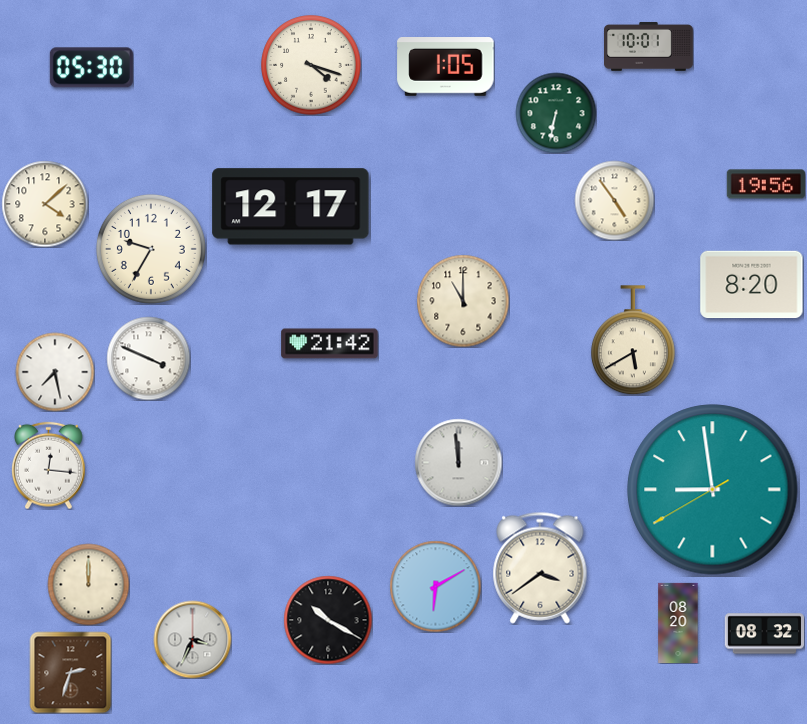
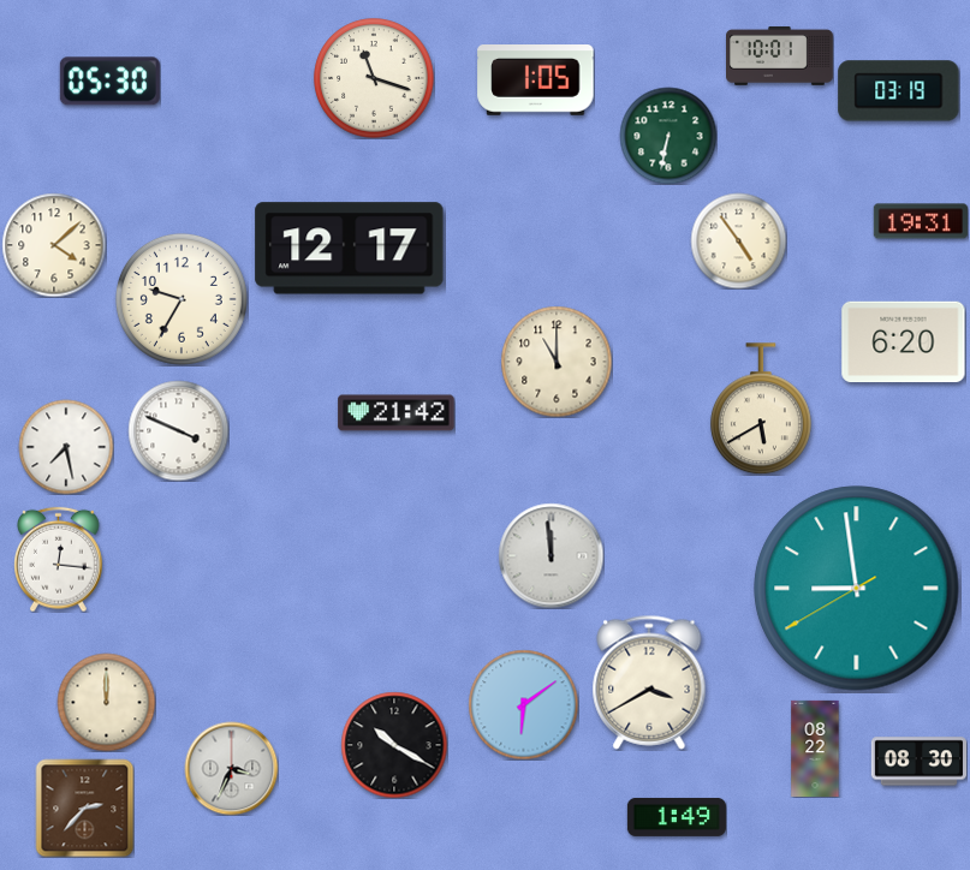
clock at (311, 65): 4:18 -> 11:18
clock at (899, 91): none -> 03:19
clock at (765, 184): 19:56 -> 19:31
clock at (752, 285): 8:20 -> 6:20
clock at (540, 568): 3:39 -> 3:40
clock at (435, 586): 6:10 -> 6:09
clock at (678, 622): 08:20 -> 08:22
clock at (764, 634): 08:32 -> 08:30
clock at (70, 672): 2:33 -> 2:37
clock at (677, 817): none -> 1:49
